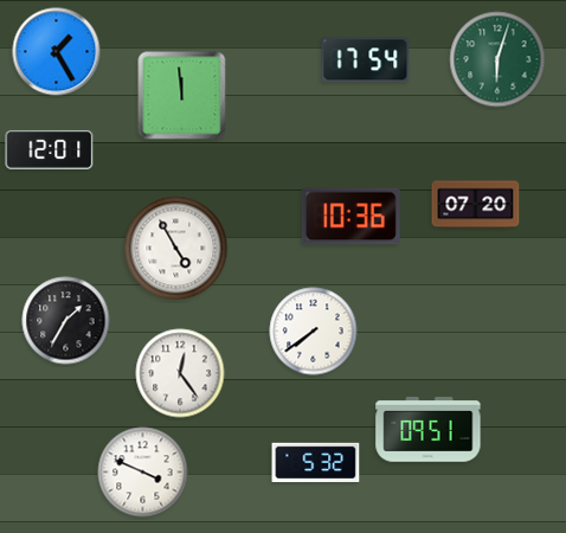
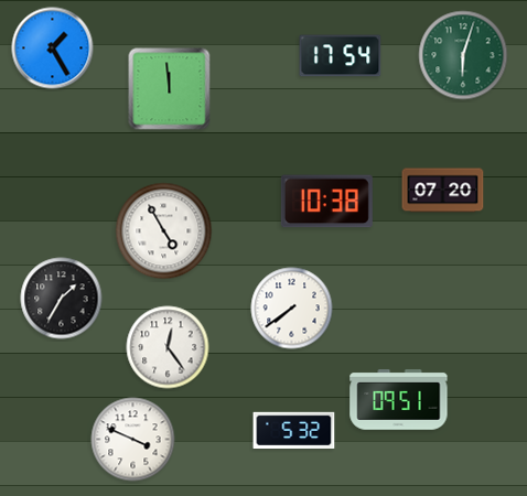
clock at (50, 150): 12:01 -> none
clock at (350, 217): 10:36 -> 10:38
